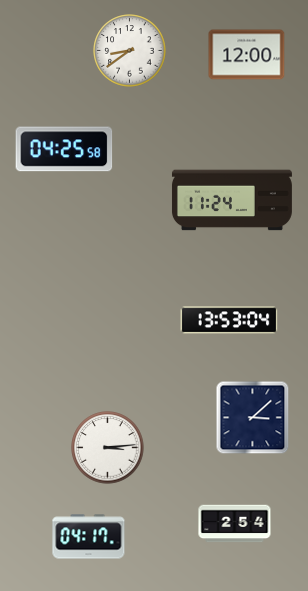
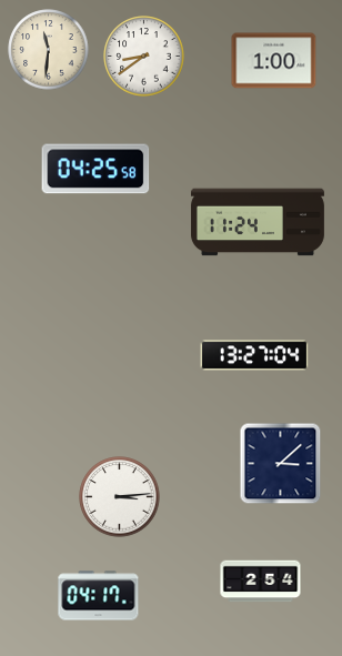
clock at (49, 50): none -> 11:31
clock at (247, 55): 12:00 -> 1:00
clock at (64, 149) position: (64, 149) -> (95, 169)
clock at (229, 320): 13:53 -> 13:27
